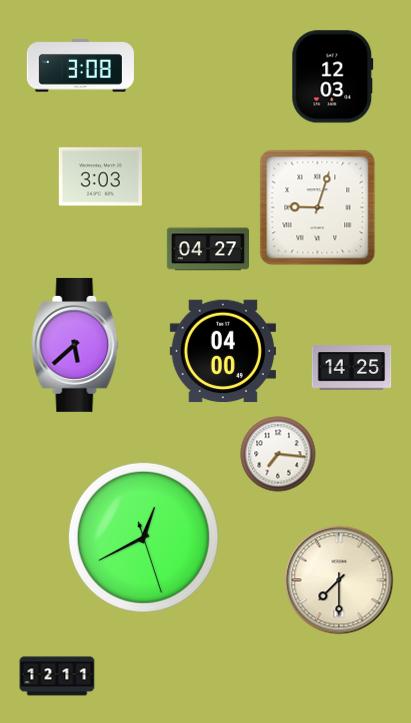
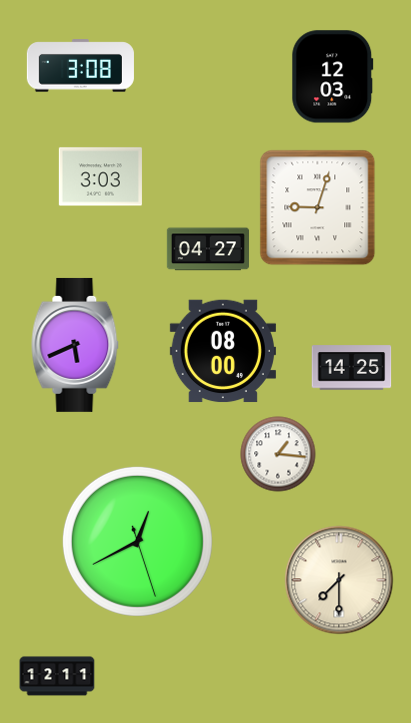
clock at (75, 345): 5:38 -> 5:41
clock at (223, 351): 04:00 -> 08:00
clock at (278, 454): 7:16 -> 1:16
clock at (143, 537) position: (143, 537) -> (137, 541)
